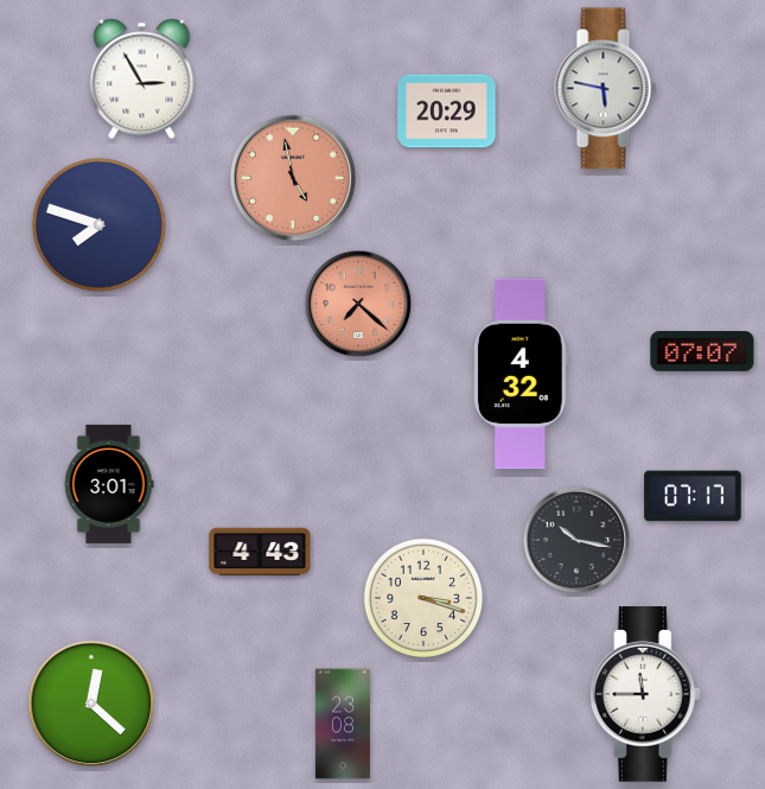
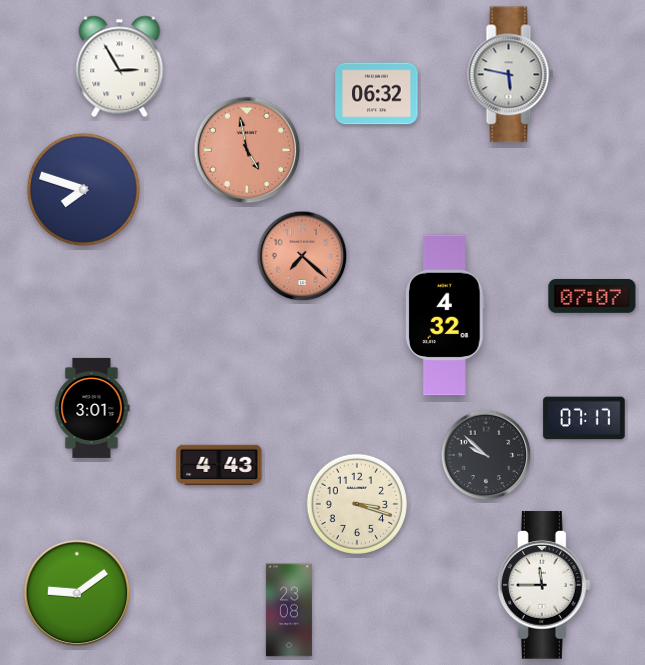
clock at (447, 112): 20:29 -> 06:32
clock at (522, 374) position: (522, 374) -> (446, 315)
clock at (576, 540): 10:17 -> 9:52
clock at (91, 704): 12:22 -> 9:09
